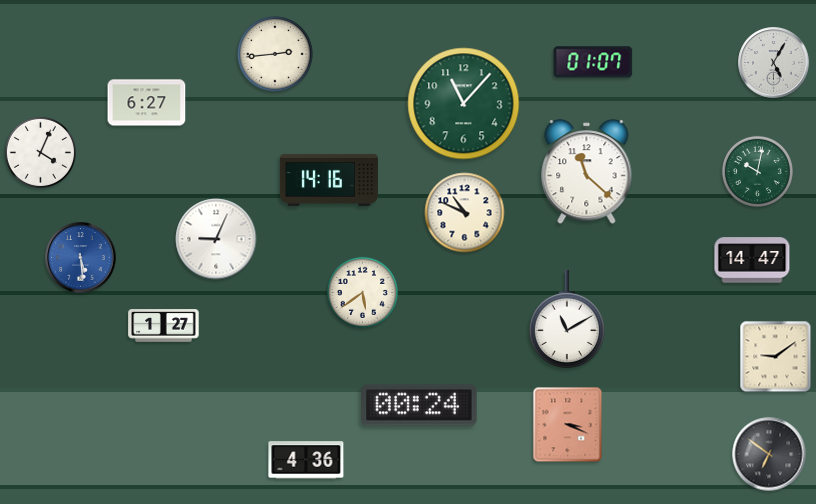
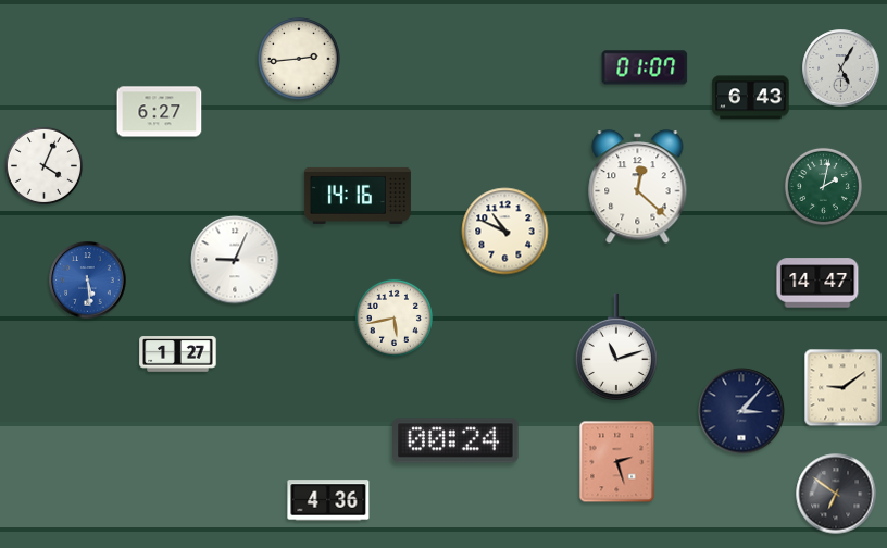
clock at (751, 98): none -> 6:43
clock at (464, 104): 11:07 -> none
clock at (757, 171): 10:02 -> 2:02
clock at (587, 172): 11:22 -> 12:22
clock at (362, 292): 5:39 -> 5:43
clock at (567, 319): 11:10 -> 11:12
clock at (741, 411): none -> 3:07
clock at (568, 425): 3:19 -> 2:27
clock at (306, 460) position: (306, 460) -> (328, 500)
